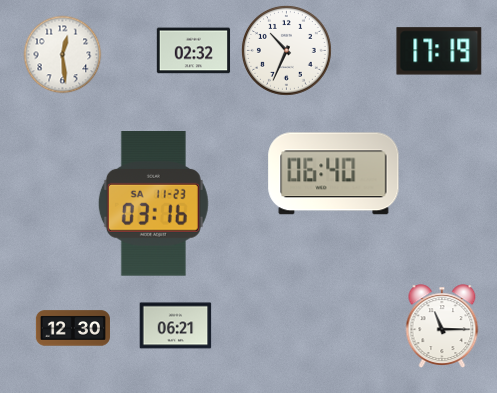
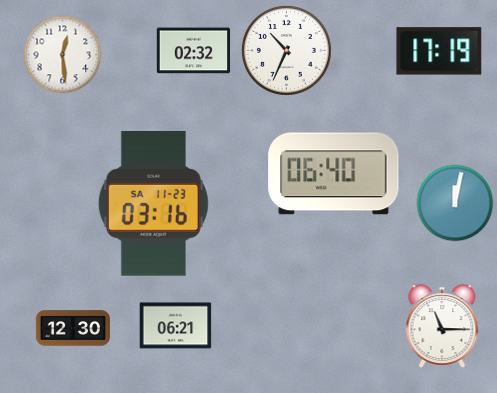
clock at (455, 203): none -> 12:02
